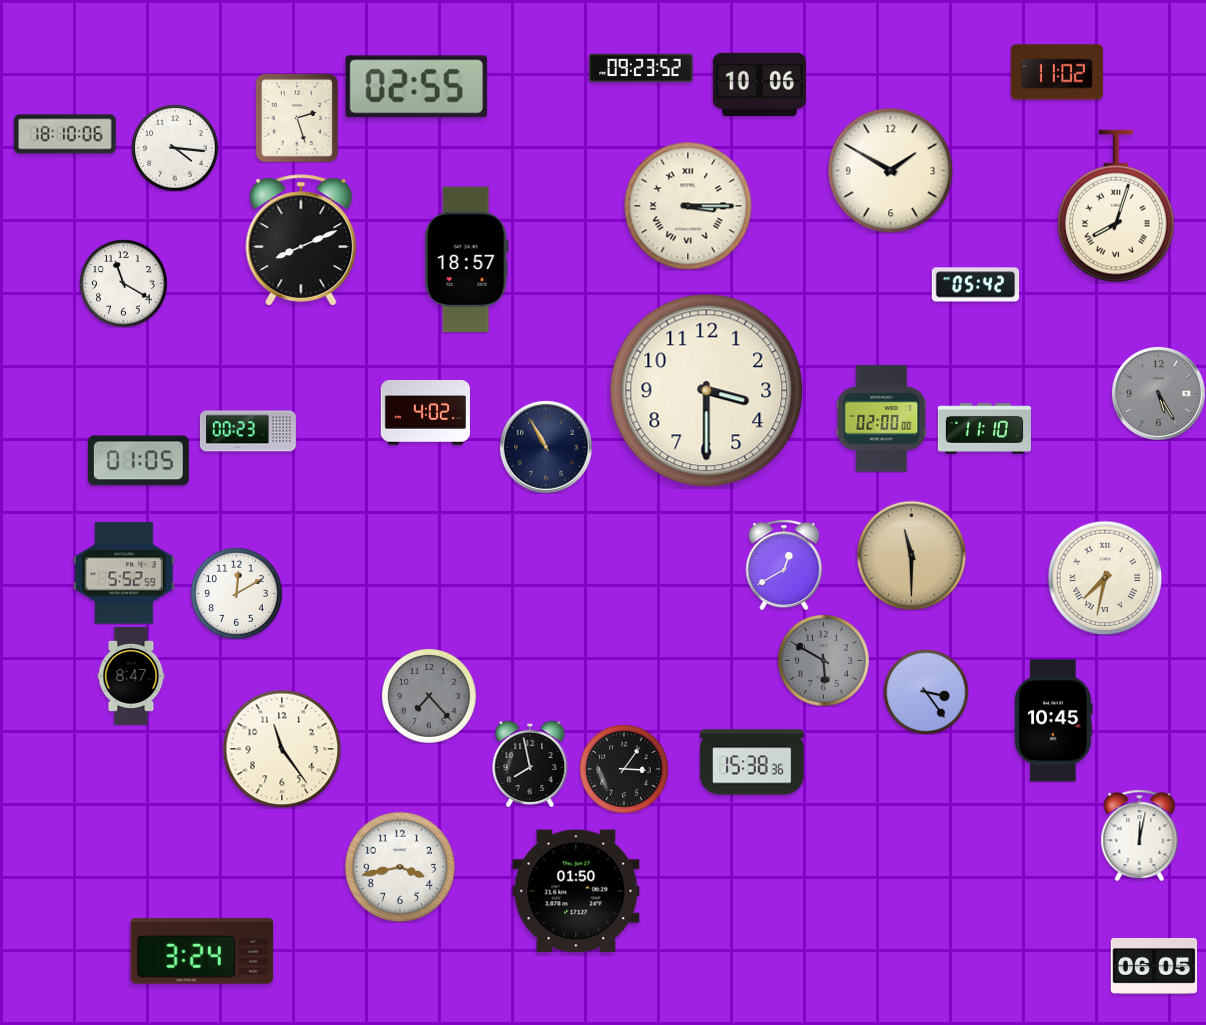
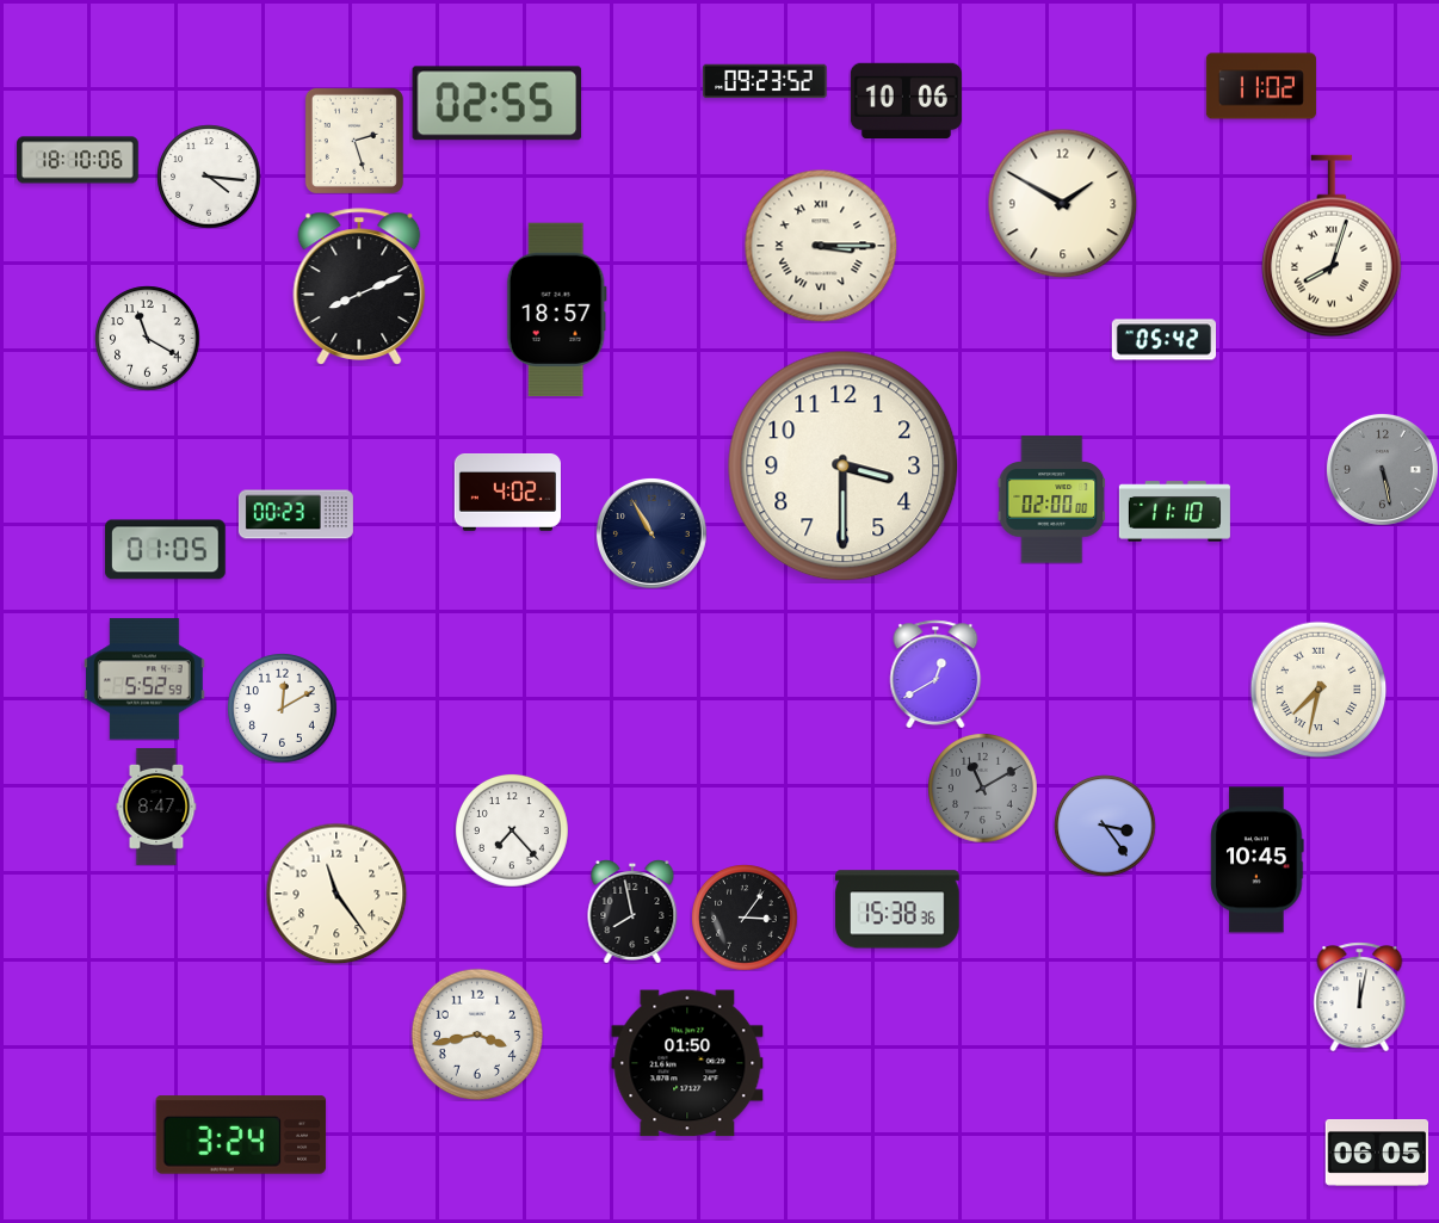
clock at (1158, 393): 5:25 -> 5:28
clock at (911, 555): 11:30 -> none
clock at (125, 573) position: (125, 573) -> (146, 679)
clock at (823, 660): 5:50 -> 11:10
clock at (429, 696) dial: grey -> white
